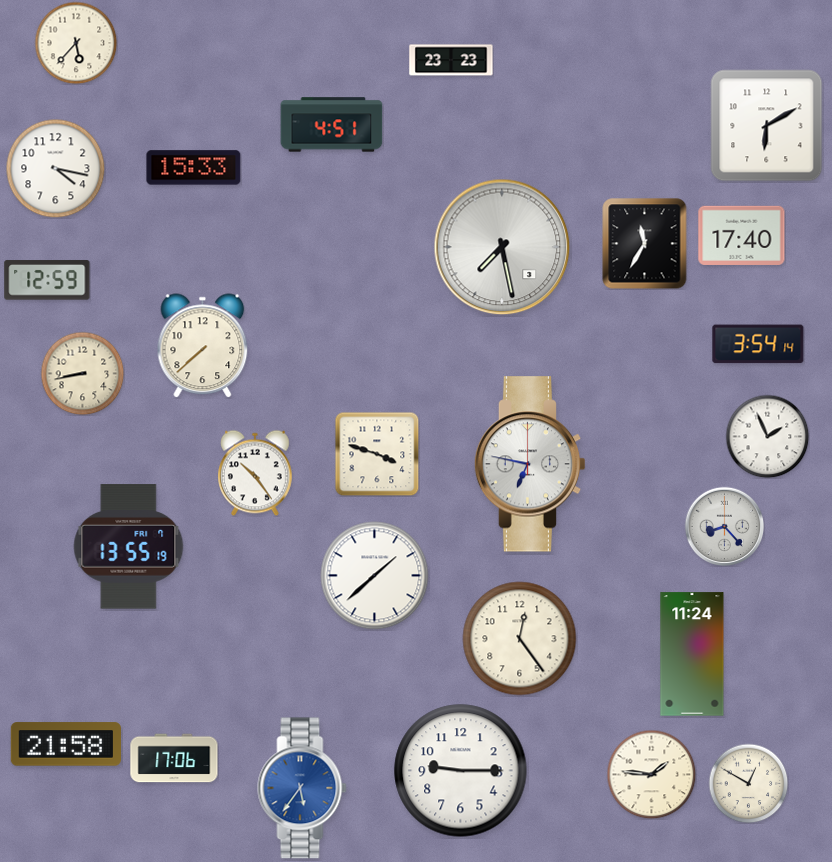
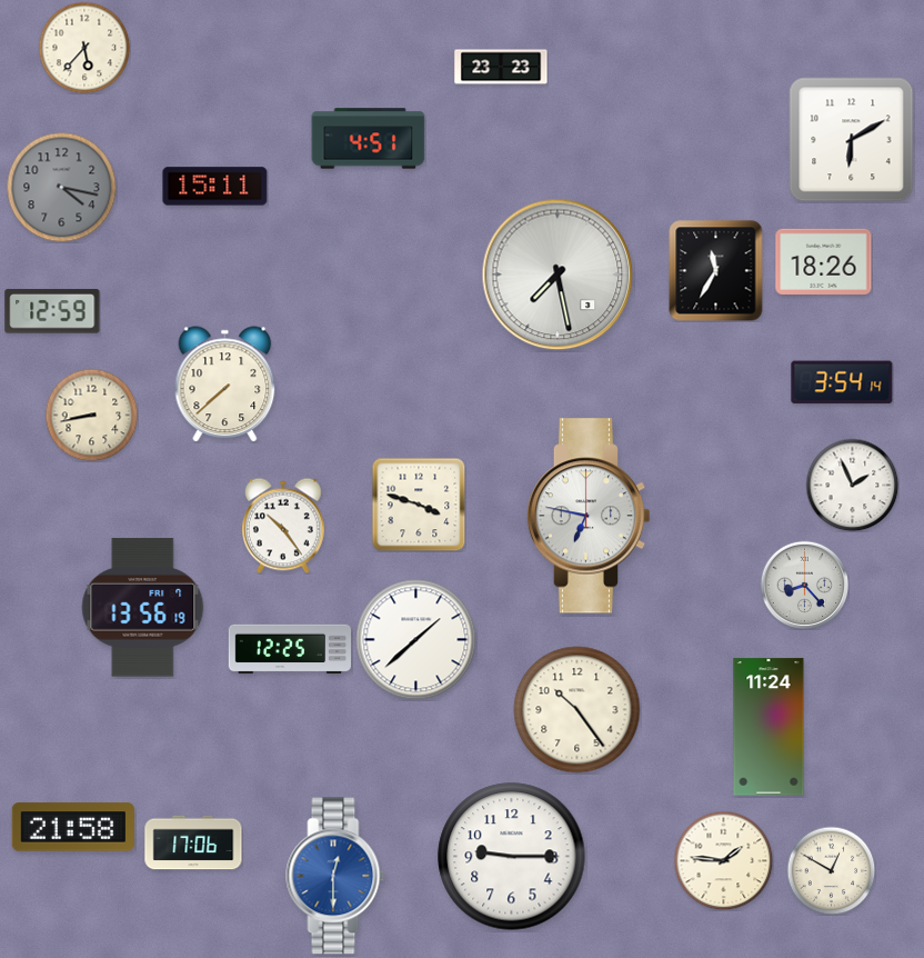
clock at (194, 168): 15:33 -> 15:11
clock at (56, 169) dial: white -> grey
clock at (742, 235): 17:40 -> 18:26
clock at (129, 547): 13:55 -> 13:56
clock at (289, 649): none -> 12:25
clock at (520, 639): 12:24 -> 10:24
clock at (302, 788): 5:36 -> 12:30
